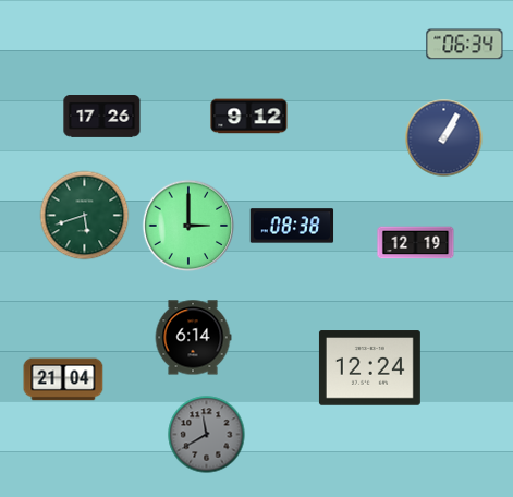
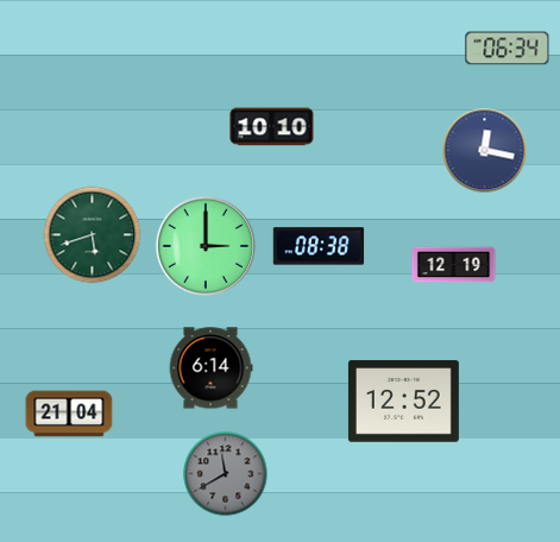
clock at (102, 117): 17:26 -> none
clock at (249, 117): 9:12 -> 10:10
clock at (444, 138): 1:05 -> 12:17
clock at (369, 368): 12:24 -> 12:52
